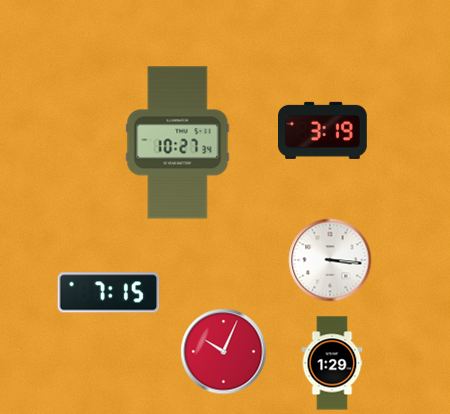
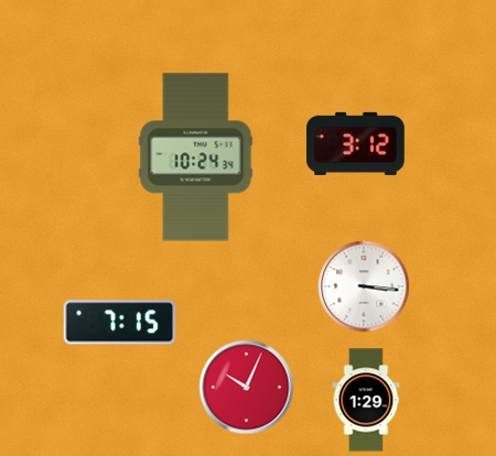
clock at (323, 130): 3:19 -> 3:12
clock at (178, 143): 10:27 -> 10:24
